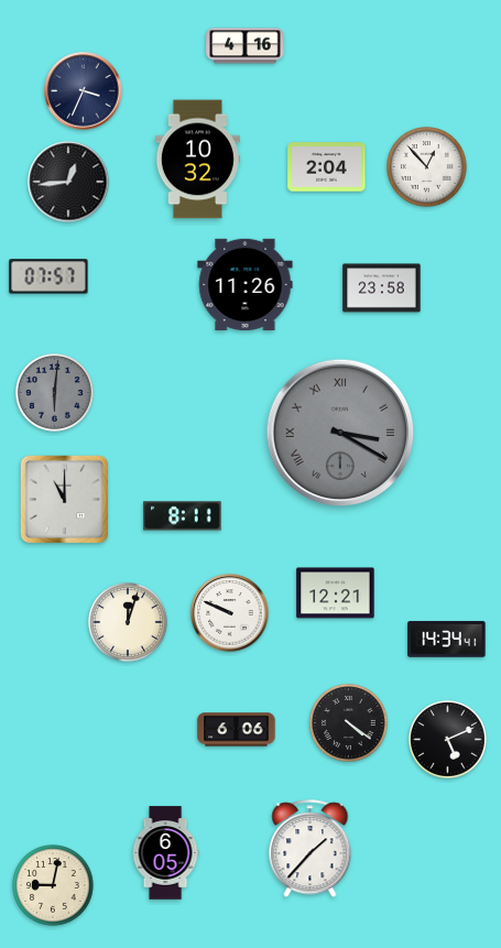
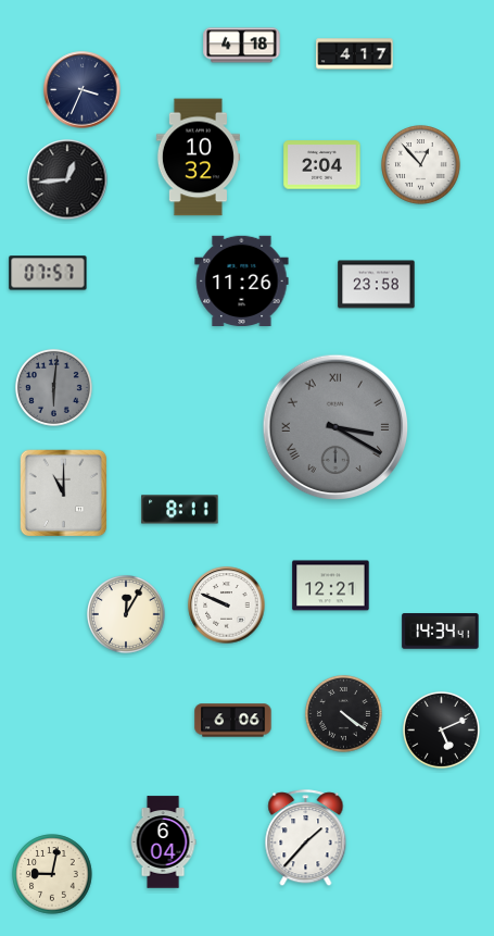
clock at (246, 46): 4:16 -> 4:18
clock at (355, 54): none -> 4:17
clock at (197, 160) position: (197, 160) -> (198, 158)
clock at (129, 623): 12:03 -> 12:05
clock at (165, 853): 6:05 -> 6:04
